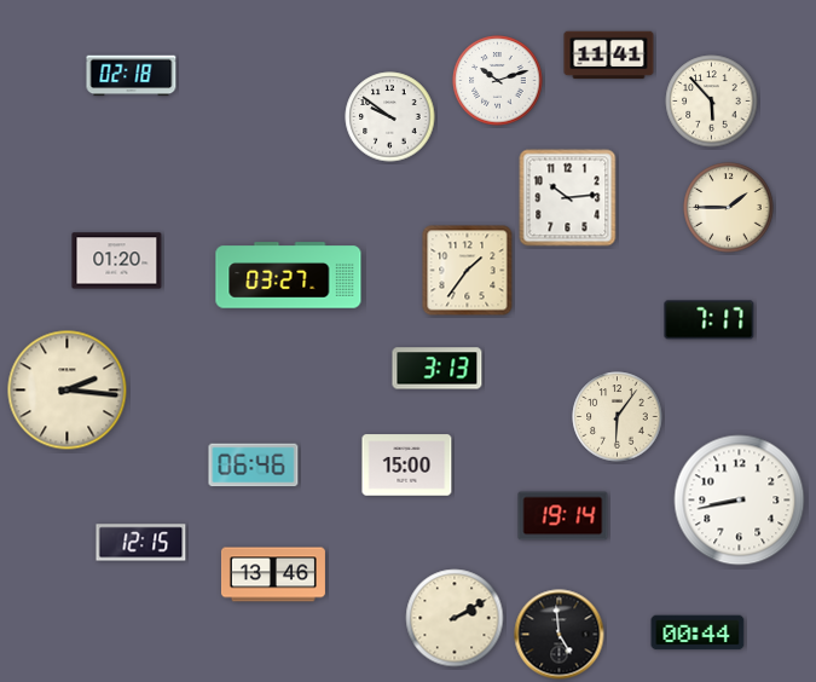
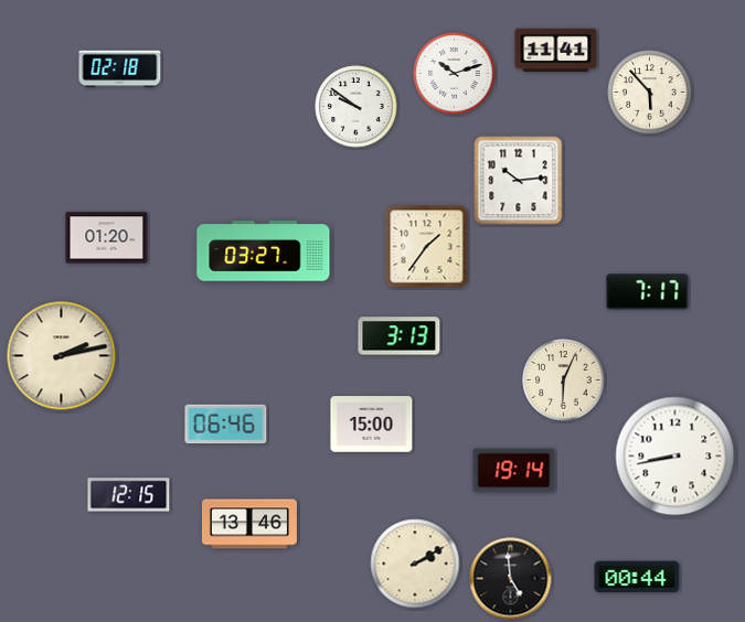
clock at (729, 208): 1:45 -> none
clock at (68, 391): 2:16 -> 2:13
clock at (618, 417): 6:06 -> 6:04
clock at (254, 466) position: (254, 466) -> (226, 425)
